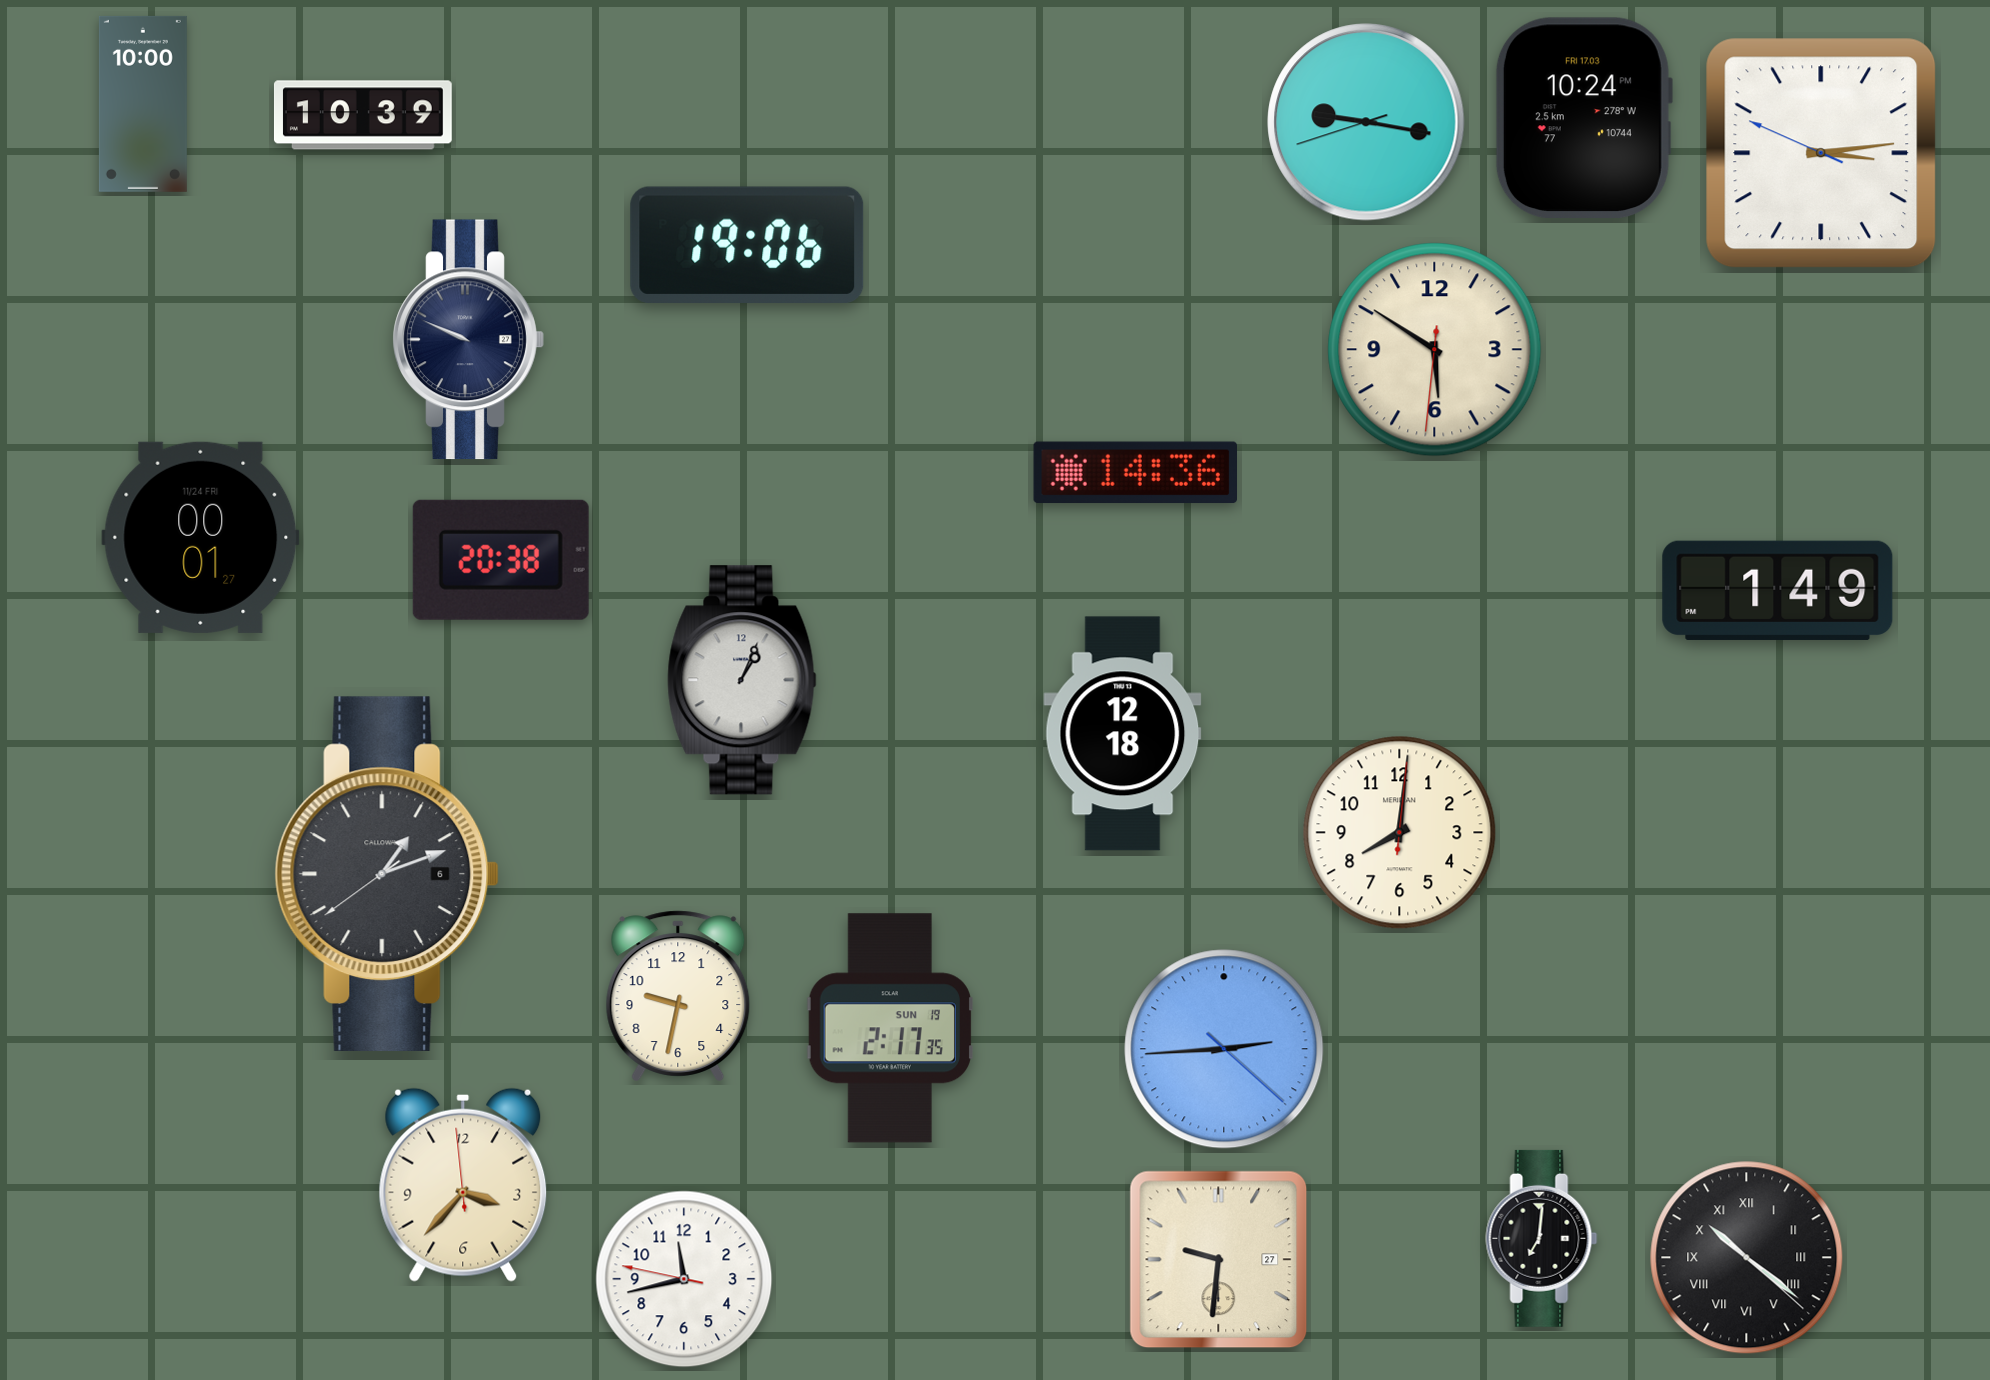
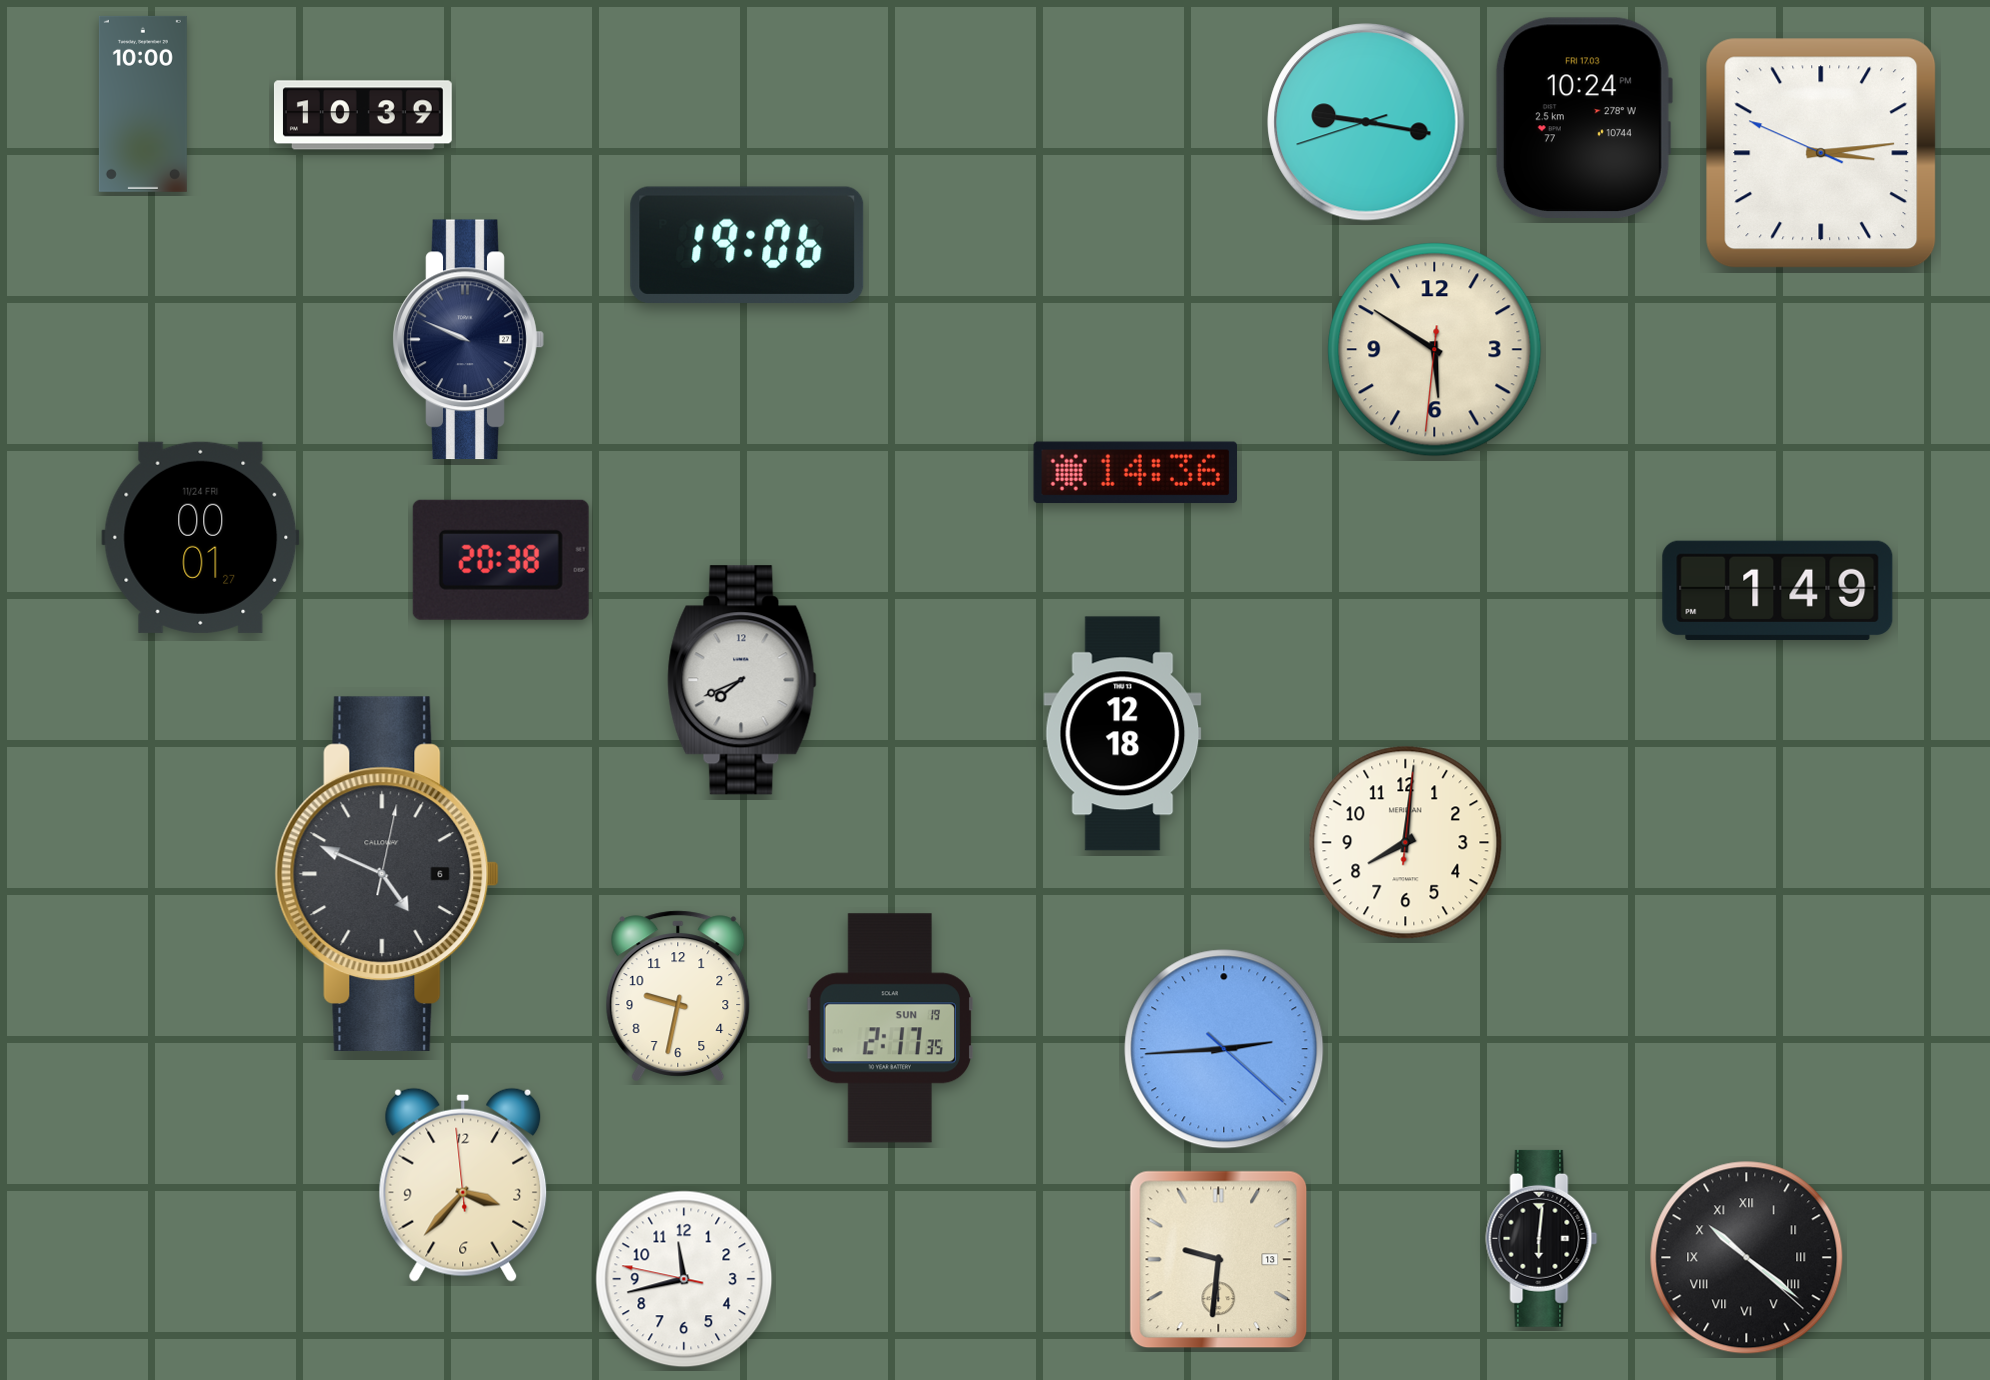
clock at (742, 680): 1:04 -> 7:41
clock at (1400, 833) position: (1400, 833) -> (1406, 843)
clock at (387, 874): 1:11 -> 4:49
clock at (1542, 1238): 7:01 -> 6:01
clock at (1219, 1260) date: 27 -> 13
